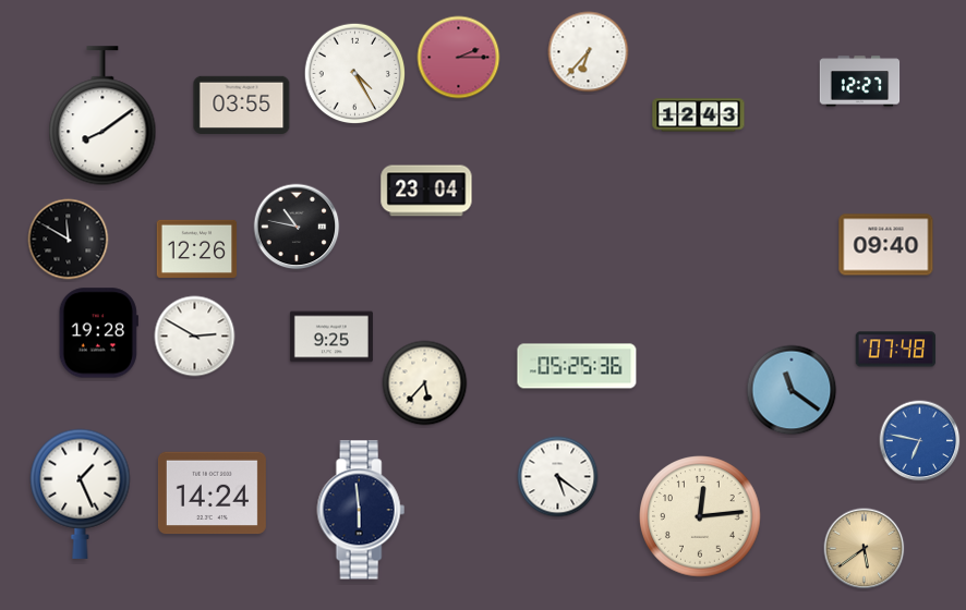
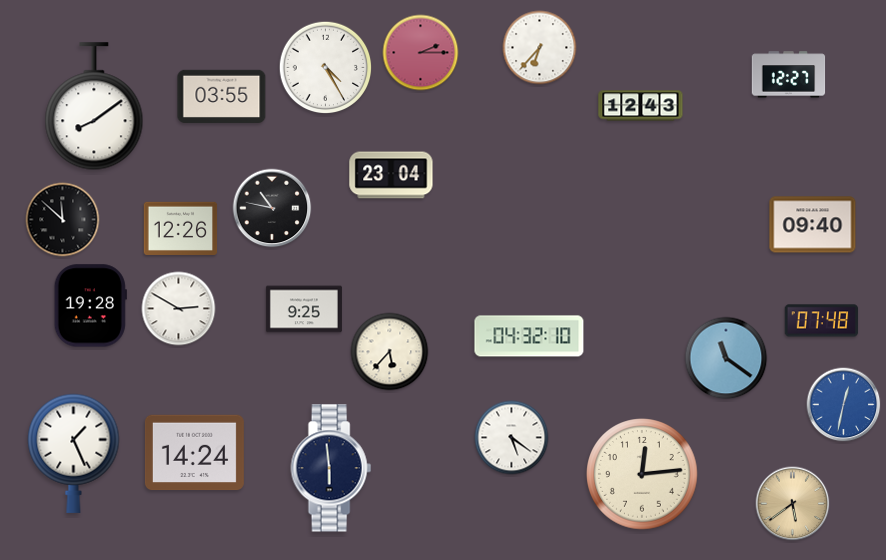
clock at (69, 240): 11:50 -> 11:52
clock at (577, 366): 05:25 -> 04:32
clock at (920, 441): 6:47 -> 12:32
